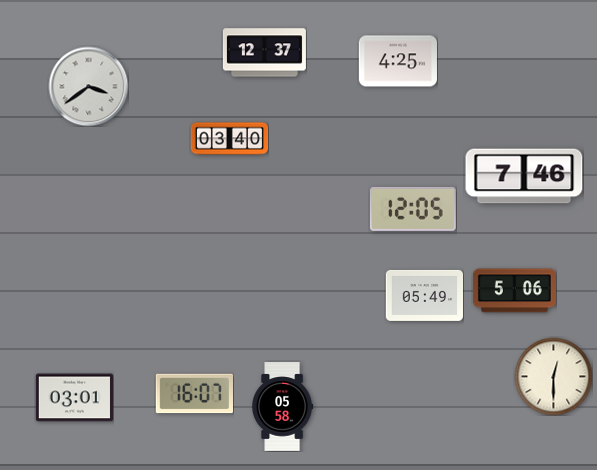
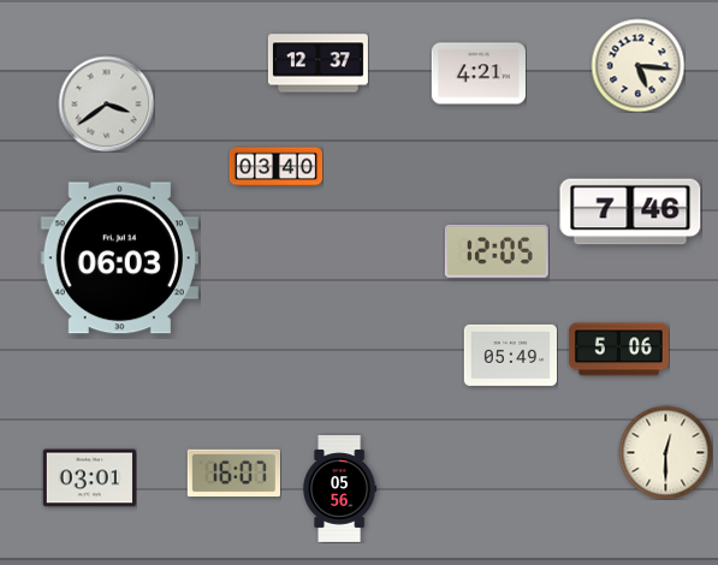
clock at (637, 65): none -> 5:16
clock at (398, 61): 4:25 -> 4:21
clock at (119, 258): none -> 06:03
clock at (283, 407): 05:58 -> 05:56
